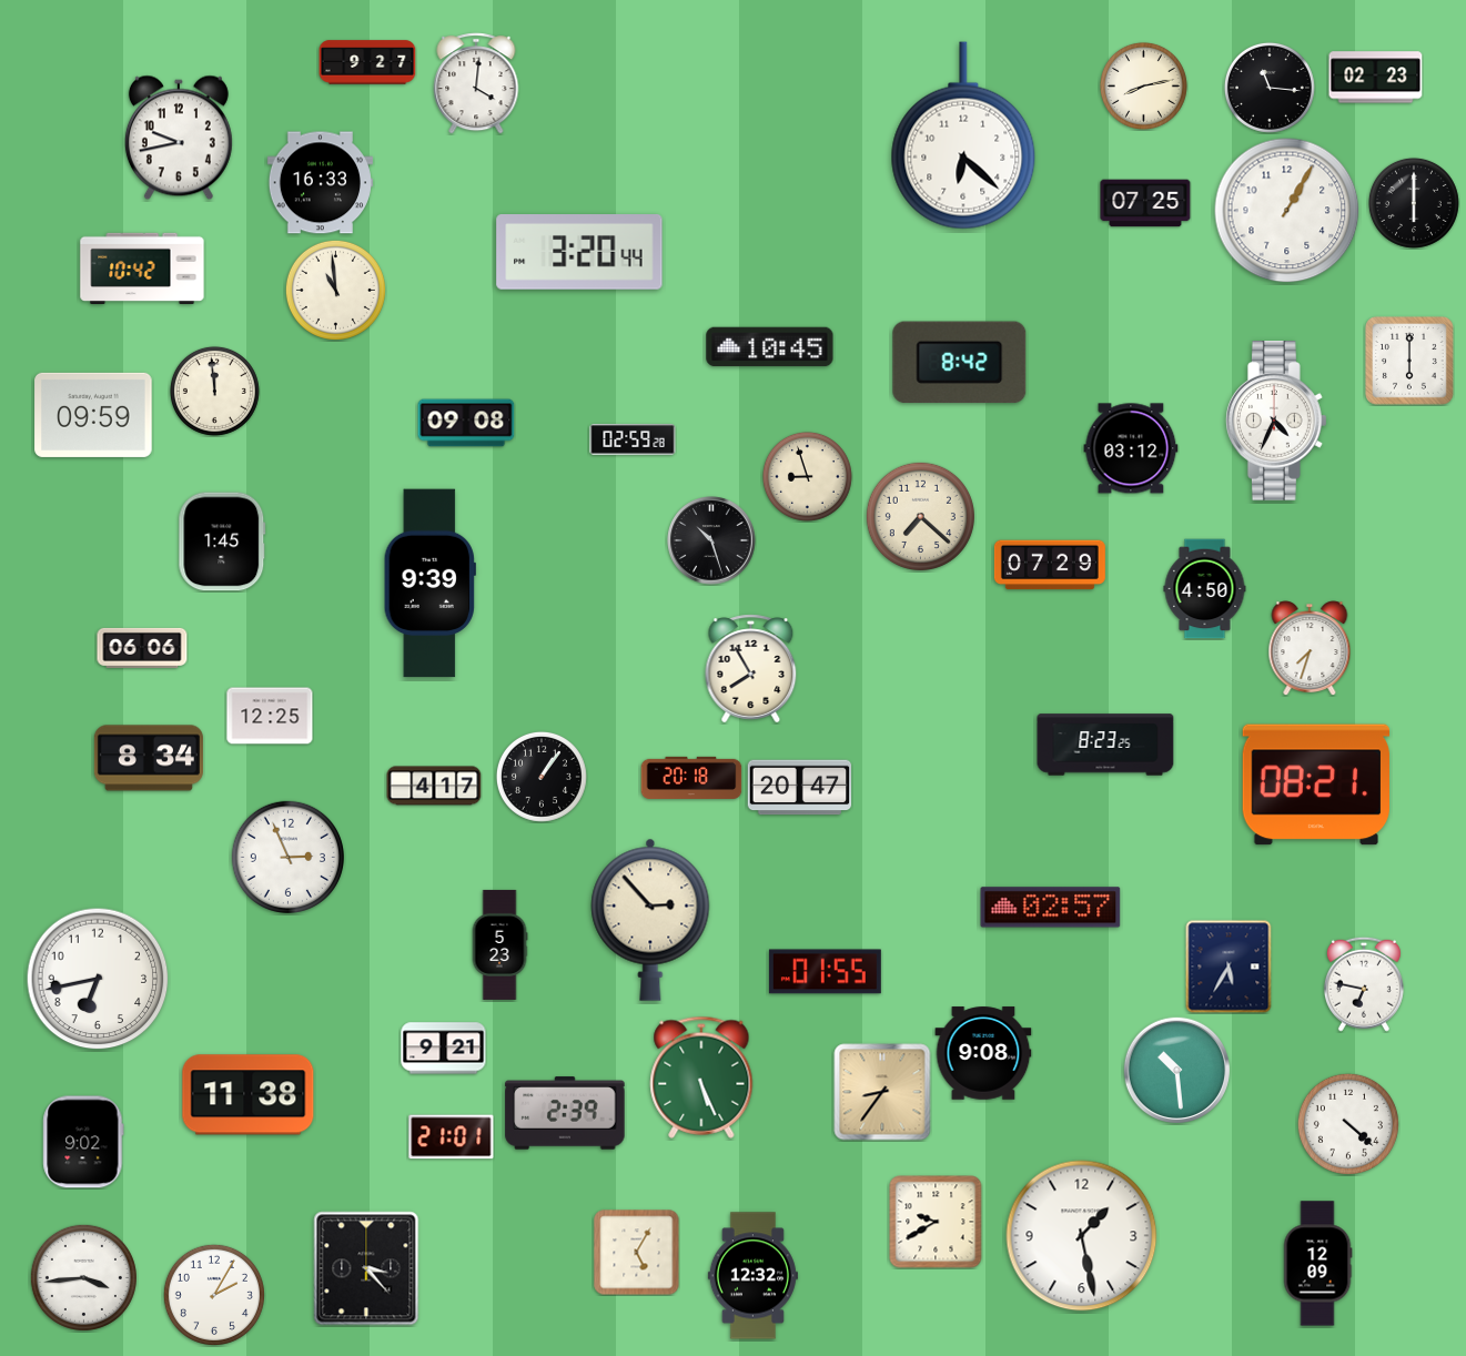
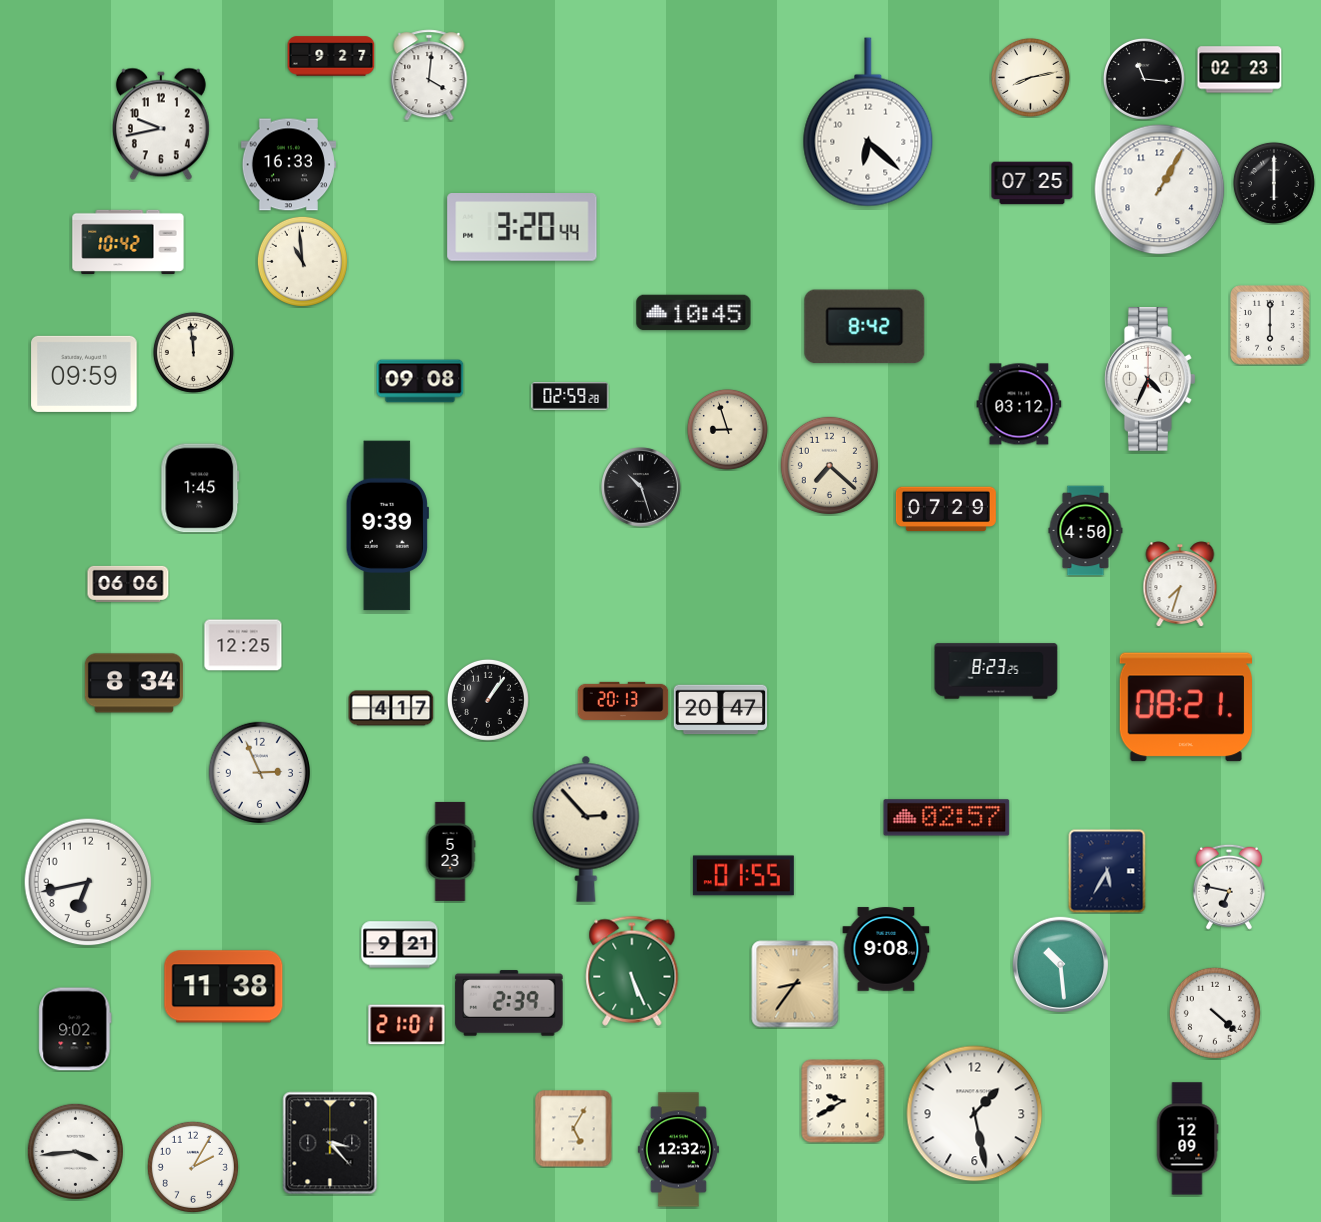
clock at (751, 669): 7:55 -> none
clock at (691, 778): 20:18 -> 20:13
